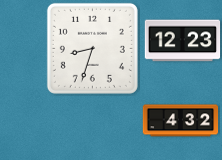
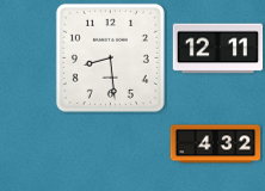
clock at (183, 41): 12:23 -> 12:11
clock at (92, 48): 8:33 -> 8:29
